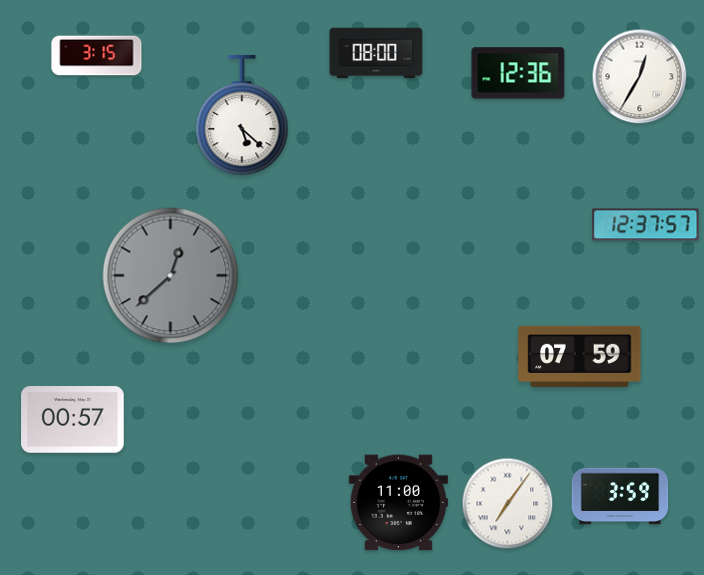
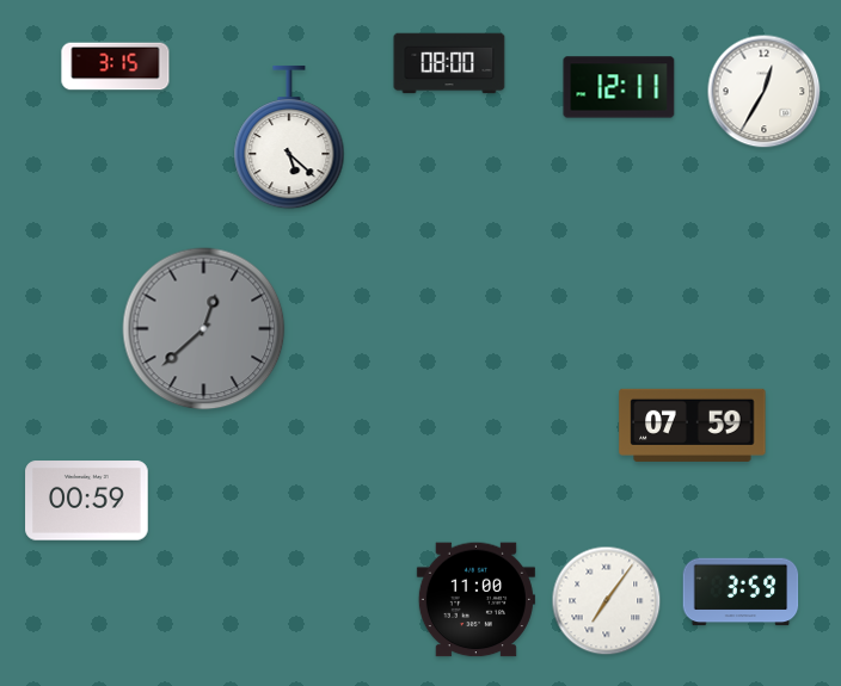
clock at (518, 73): 12:36 -> 12:11
clock at (646, 225): 12:37 -> none
clock at (73, 420): 00:57 -> 00:59
